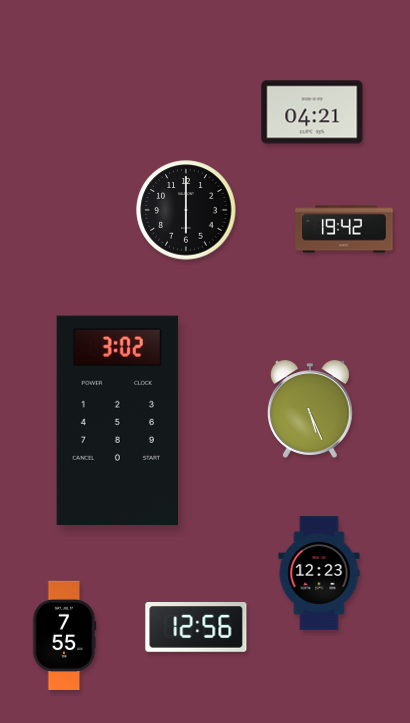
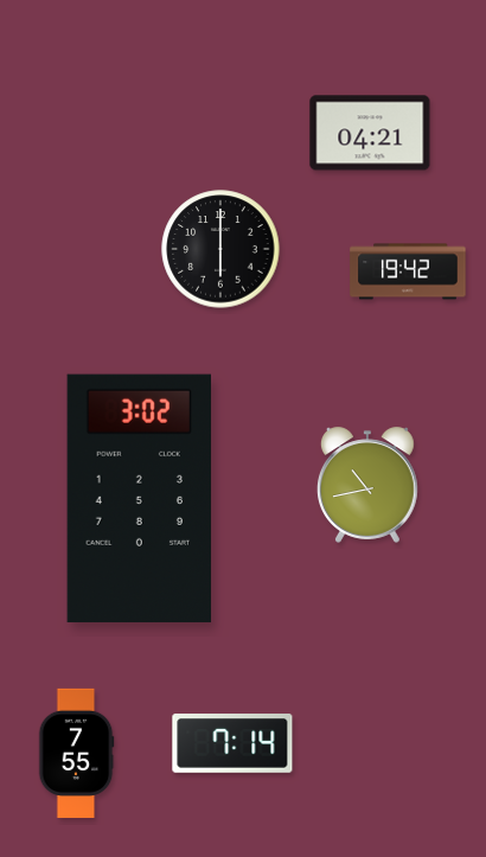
clock at (310, 409): 5:26 -> 10:43
clock at (319, 573): 12:23 -> none
clock at (196, 628): 12:56 -> 7:14
